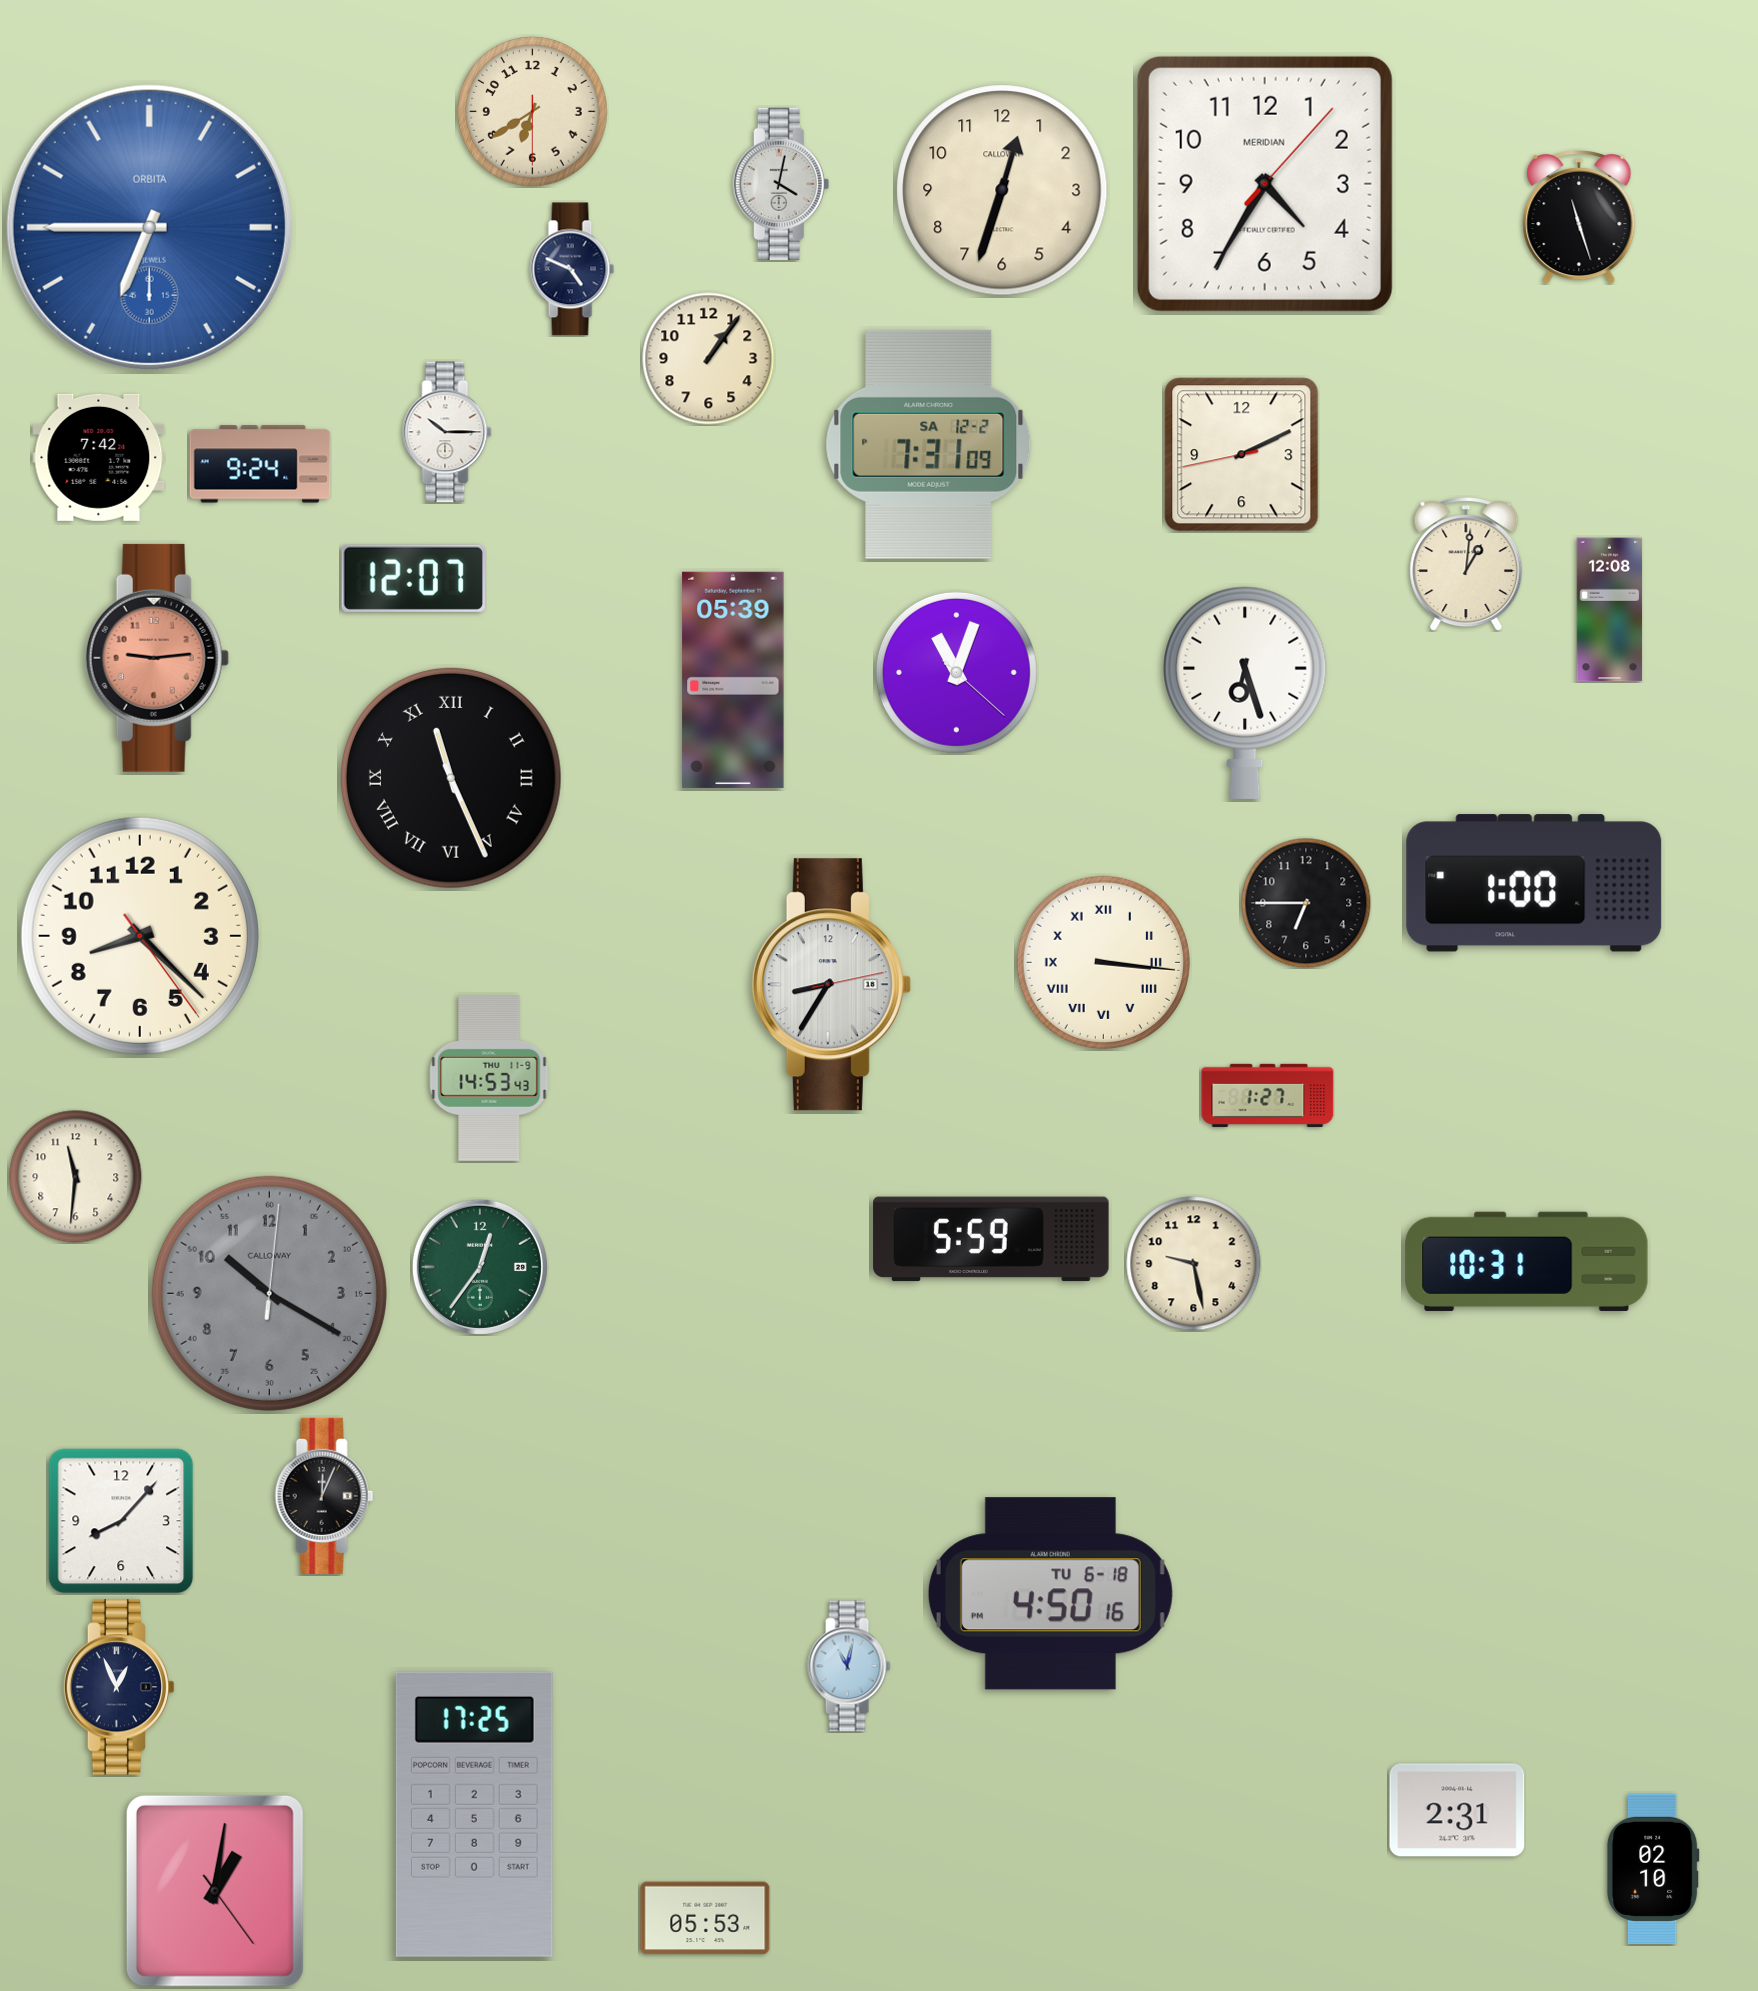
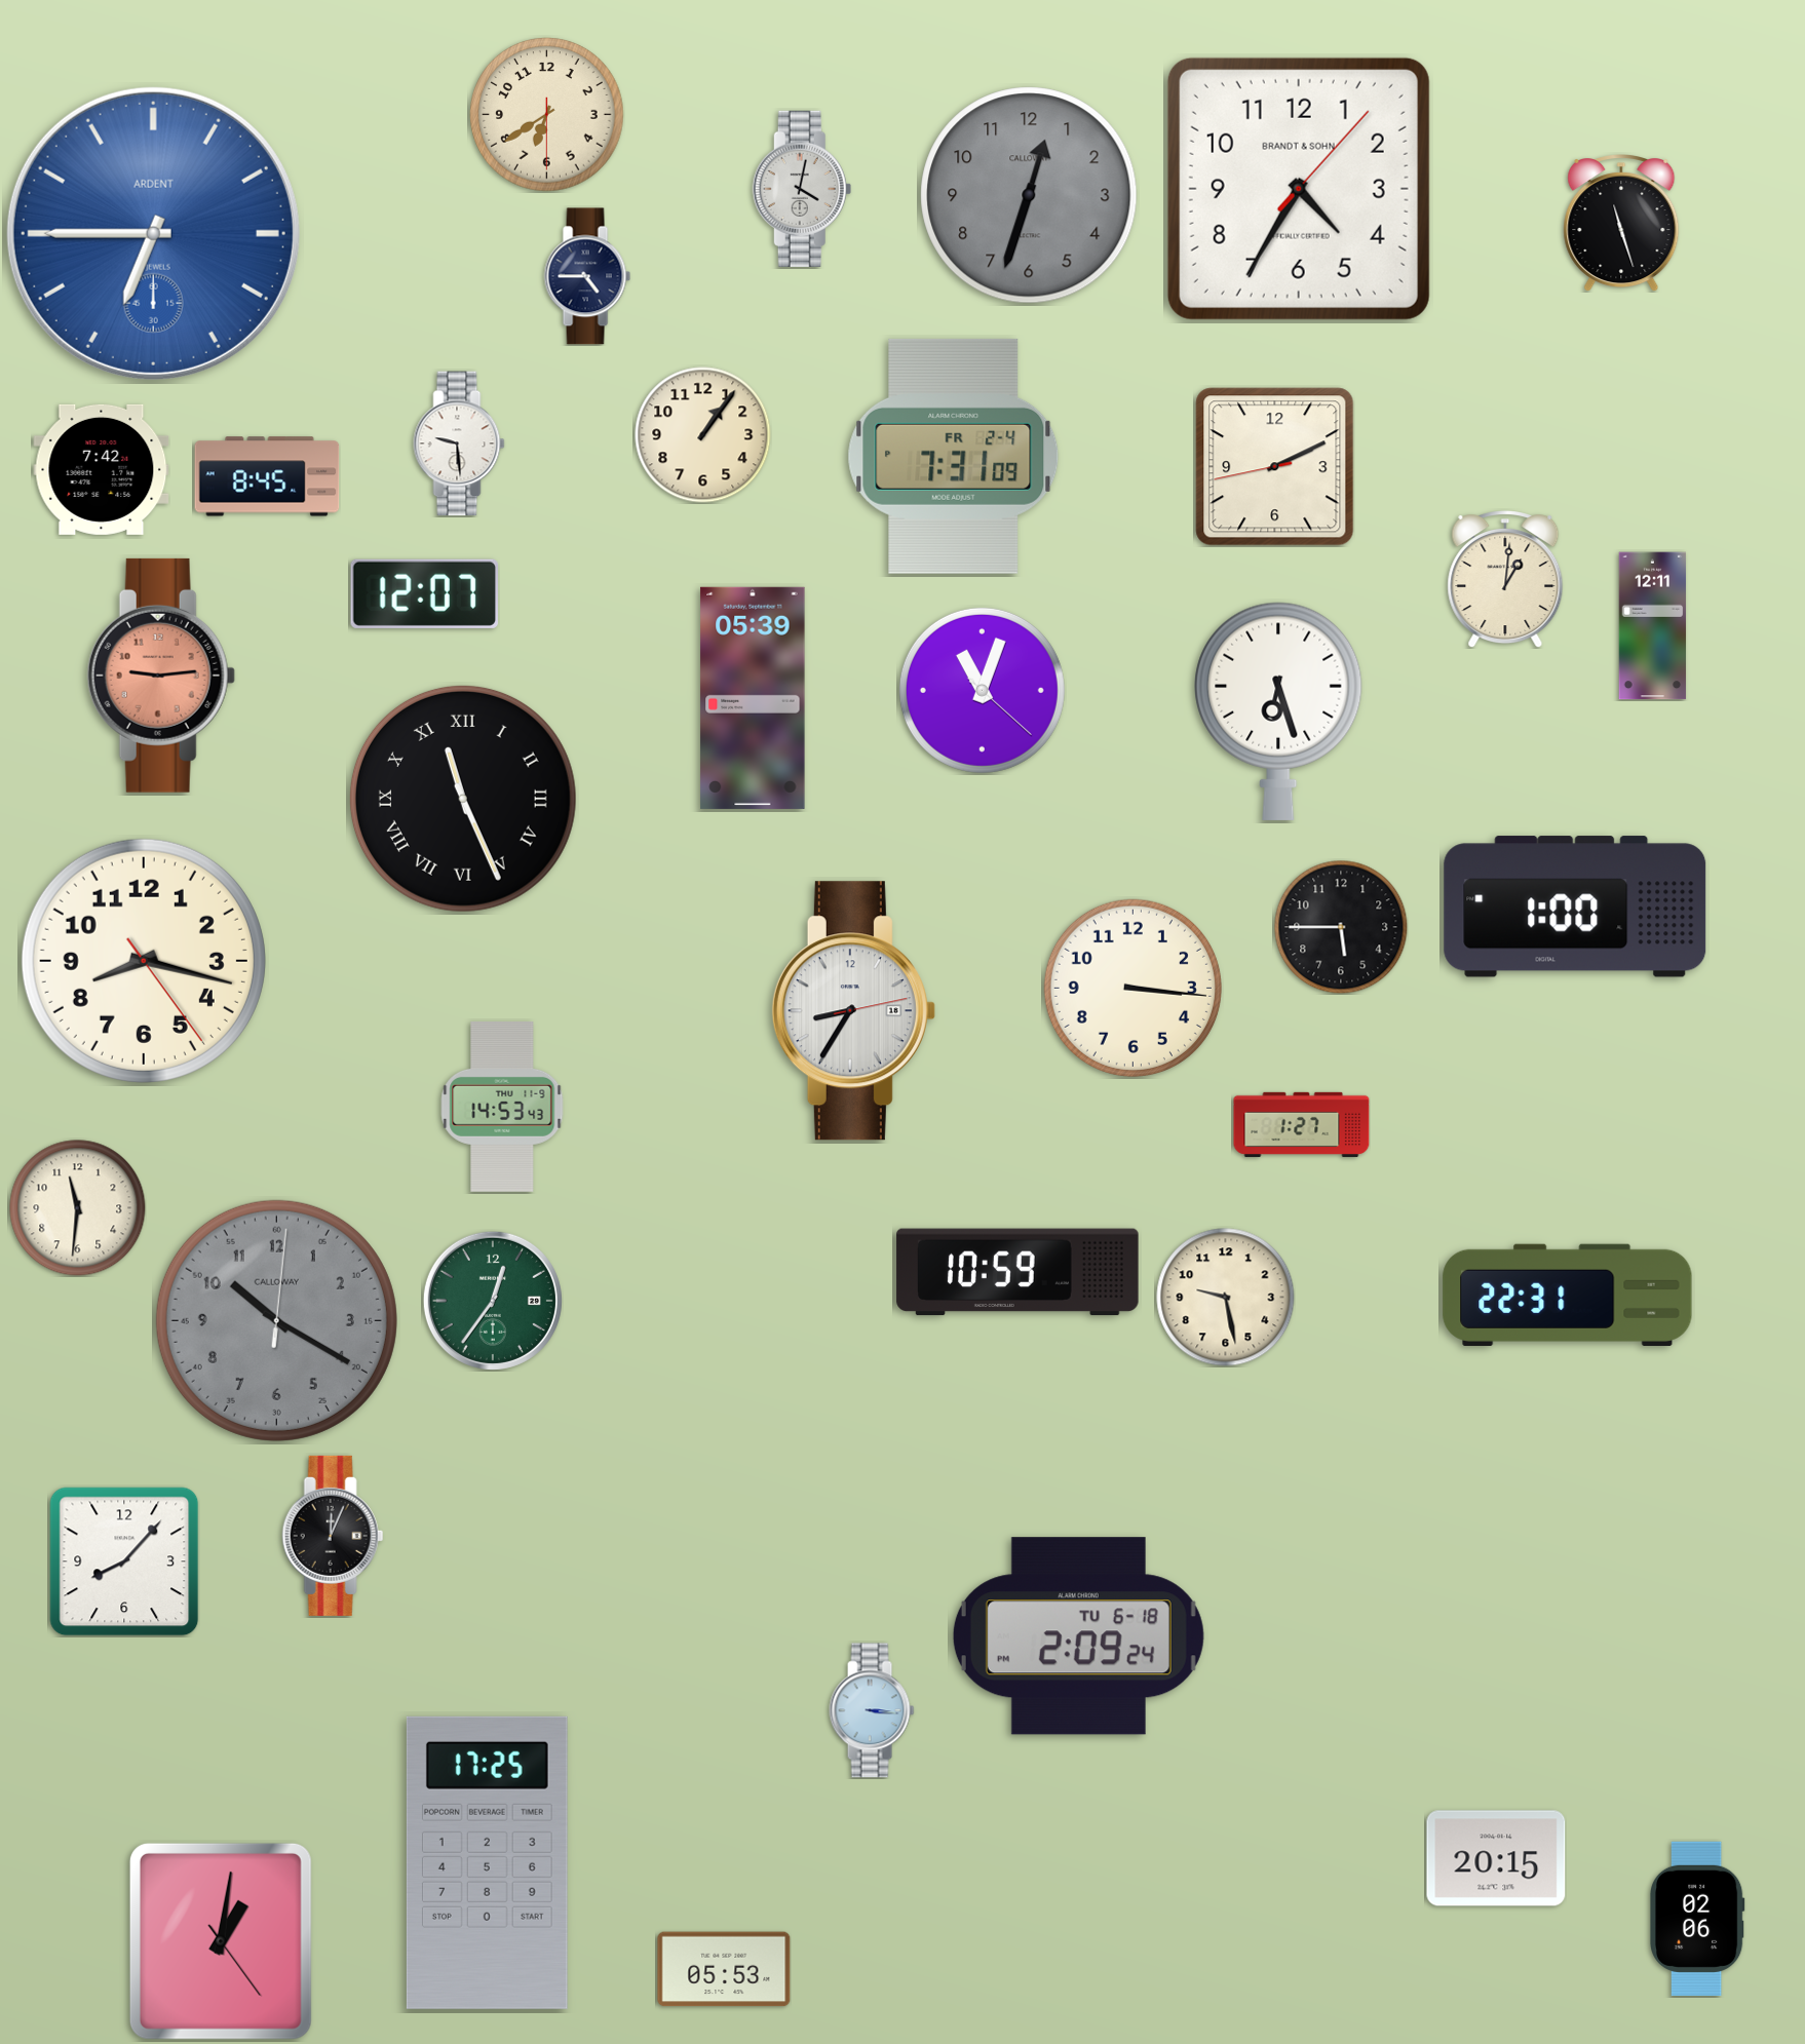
clock at (1265, 184) brand: MERIDIAN -> BRANDT & SOHN
clock at (1002, 190) dial: cream -> grey
clock at (149, 227) brand: ORBITA -> ARDENT
clock at (572, 269): 4:49 -> 4:45
clock at (709, 359) position: (709, 359) -> (703, 435)
clock at (447, 432): 10:15 -> 9:29
clock at (929, 444) date: SA 12-2 -> FR 2-4
clock at (260, 464): 9:24 -> 8:45
clock at (1610, 610): 12:08 -> 12:11
clock at (1306, 903): 6:45 -> 5:45
clock at (140, 936): 8:22 -> 8:17
clock at (1103, 962) numerals: Roman -> Arabic
clock at (991, 1239): 5:59 -> 10:59
clock at (1527, 1261): 10:31 -> 22:31
clock at (269, 1293) position: (269, 1293) -> (276, 1320)
clock at (1050, 1594): 4:50 -> 2:09
clock at (849, 1666): 11:02 -> 3:16
clock at (119, 1687): 12:56 -> none
clock at (1457, 1810): 2:31 -> 20:15
clock at (1654, 1869): 02:10 -> 02:06
